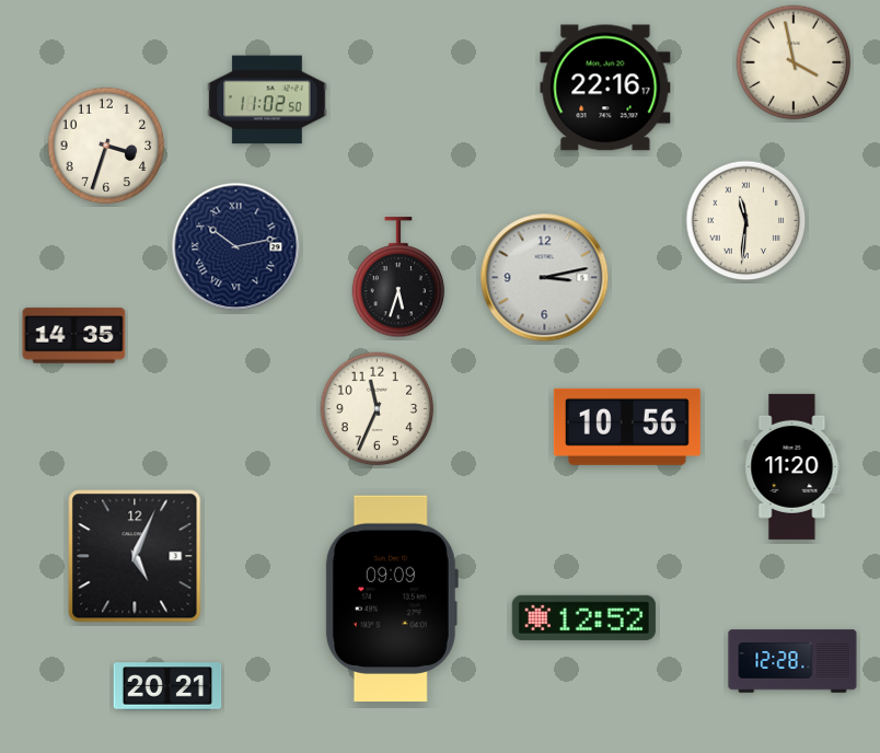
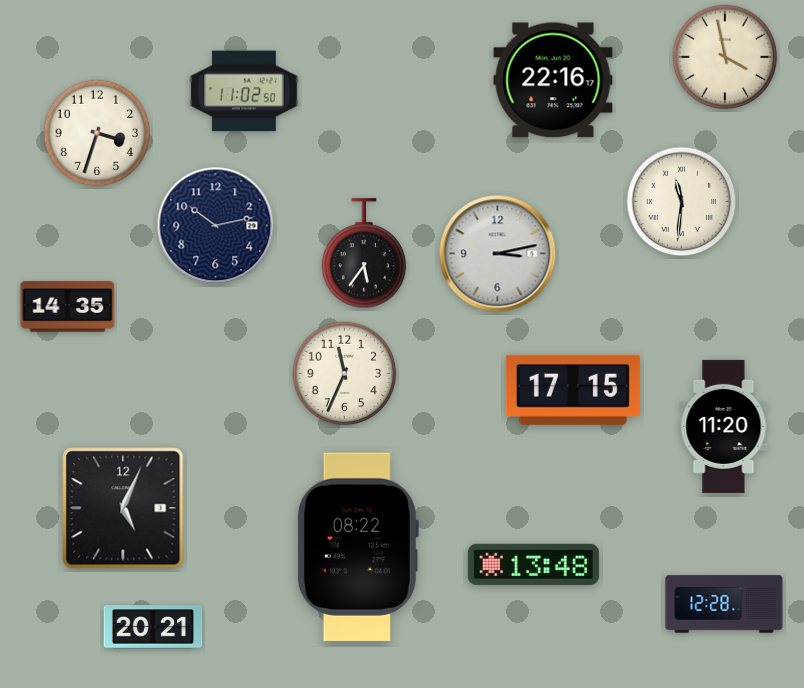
clock at (236, 247) numerals: Roman -> Arabic
clock at (398, 278): 5:33 -> 5:36
clock at (627, 427): 10:56 -> 17:15
clock at (391, 599): 09:09 -> 08:22
clock at (583, 617): 12:52 -> 13:48
